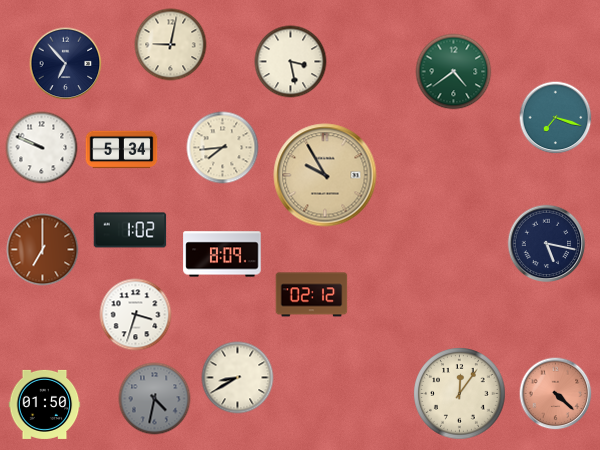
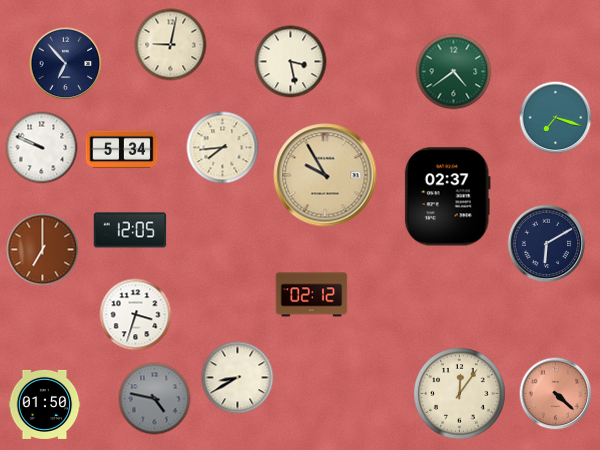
clock at (447, 197): none -> 02:37
clock at (130, 230): 1:02 -> 12:05
clock at (547, 244): 5:17 -> 6:10
clock at (222, 254): 8:09 -> none
clock at (155, 399): 4:32 -> 4:47
